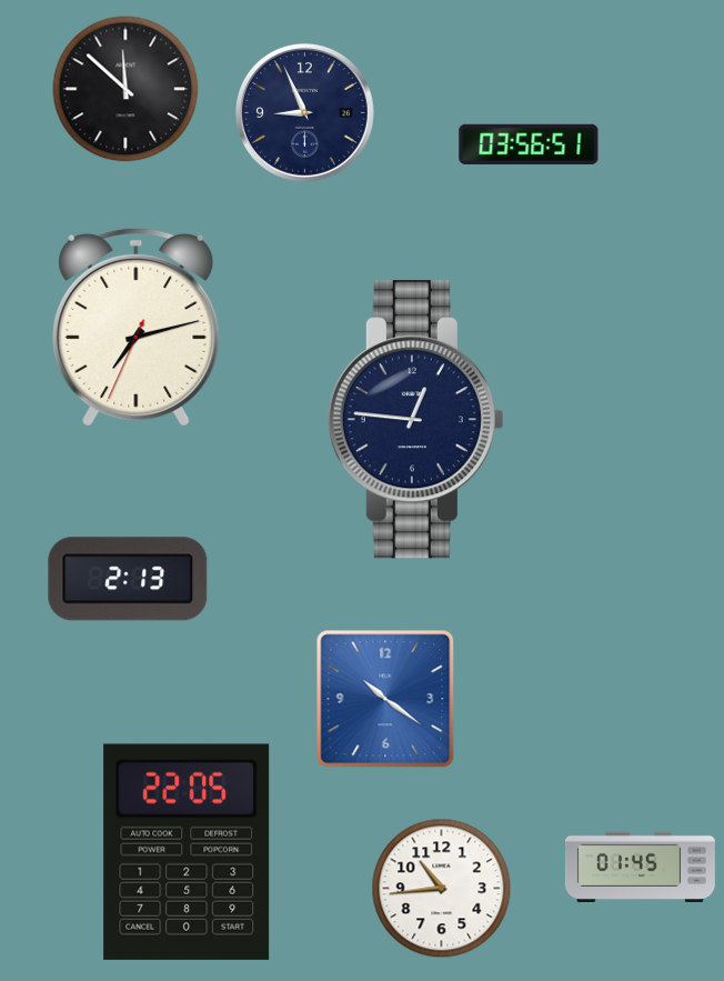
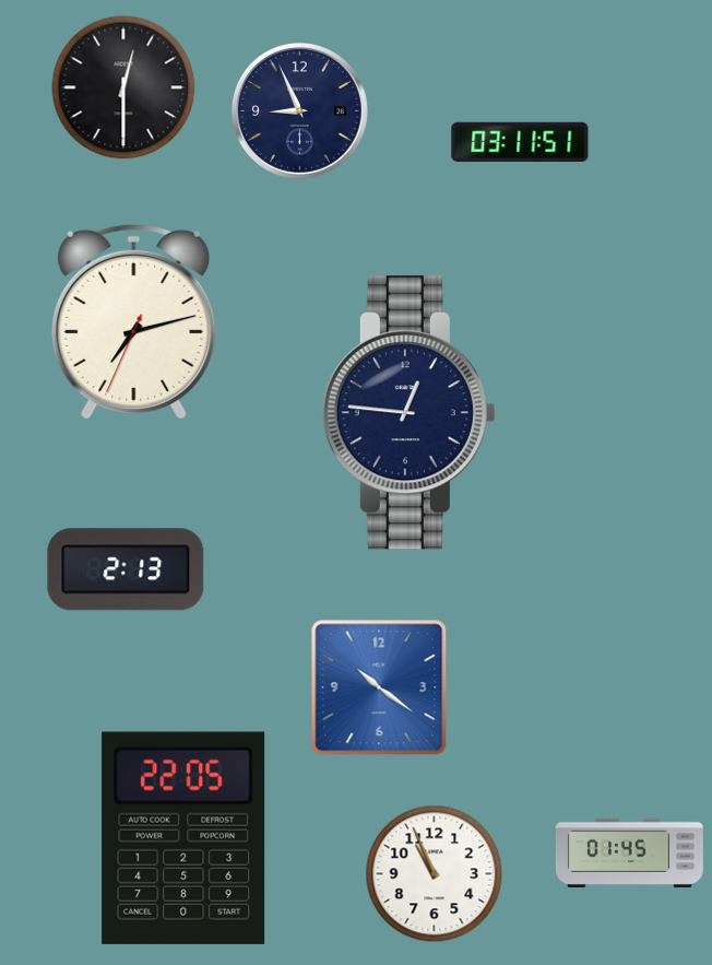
clock at (125, 89): 11:52 -> 12:30
clock at (529, 144): 03:56 -> 03:11
clock at (442, 889): 10:44 -> 10:56
